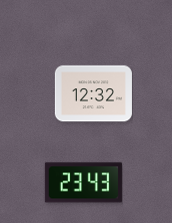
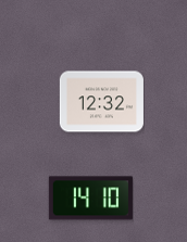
clock at (83, 183): 23:43 -> 14:10
